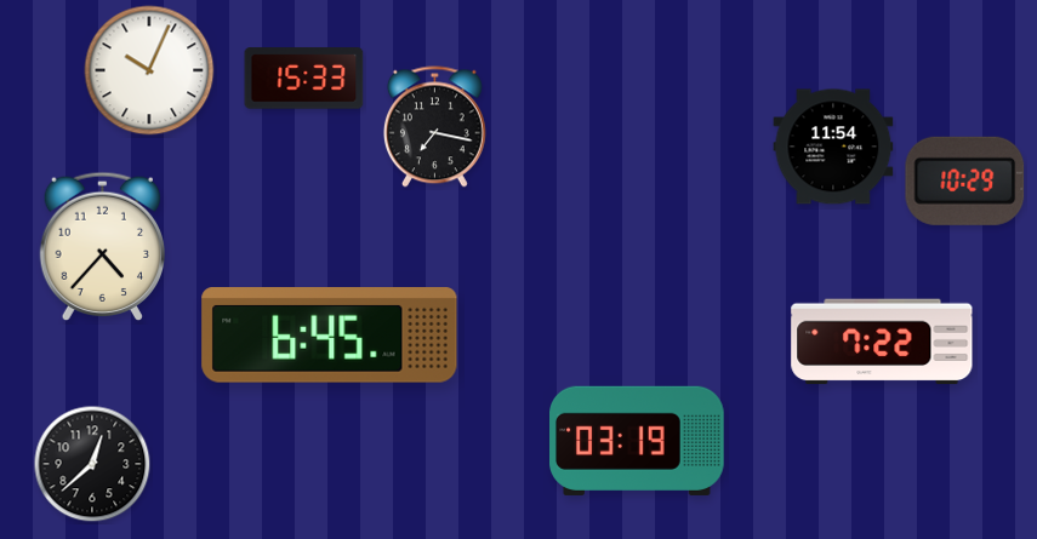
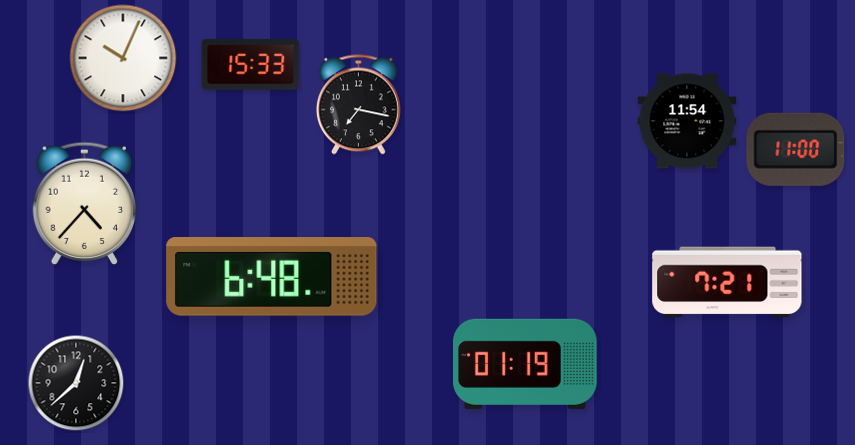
clock at (965, 180): 10:29 -> 11:00
clock at (330, 336): 6:45 -> 6:48
clock at (882, 342): 7:22 -> 7:21
clock at (638, 441): 03:19 -> 01:19
